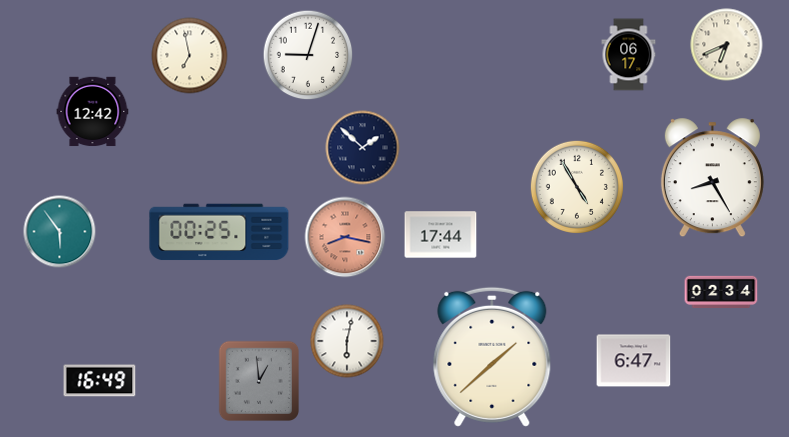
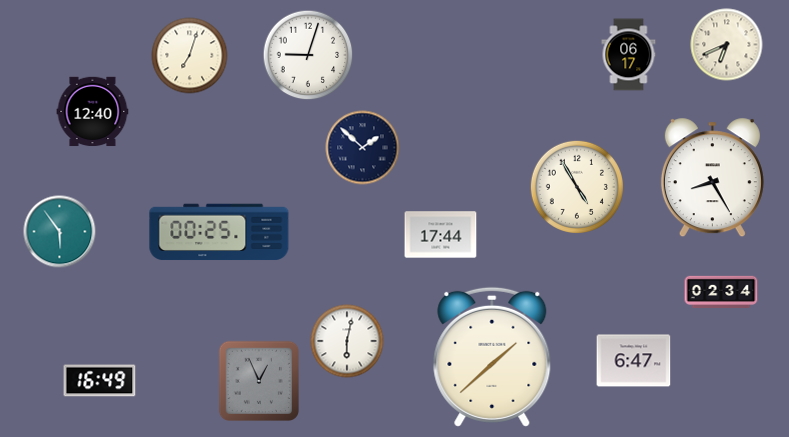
clock at (190, 56): 6:58 -> 7:03
clock at (93, 112): 12:42 -> 12:40
clock at (345, 237): 8:17 -> none
clock at (258, 380): 12:59 -> 12:56
